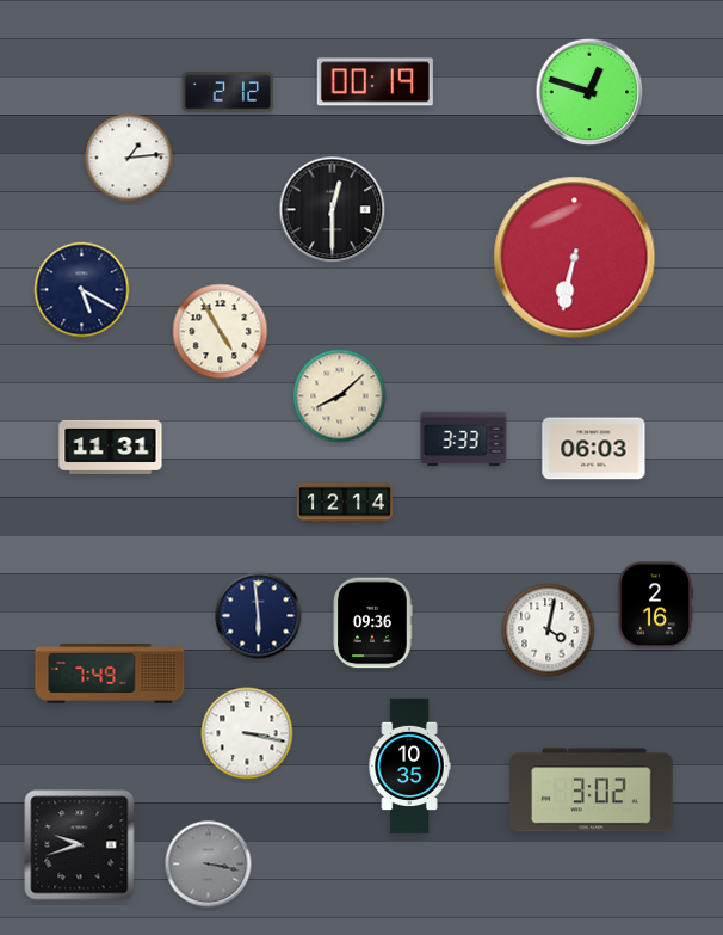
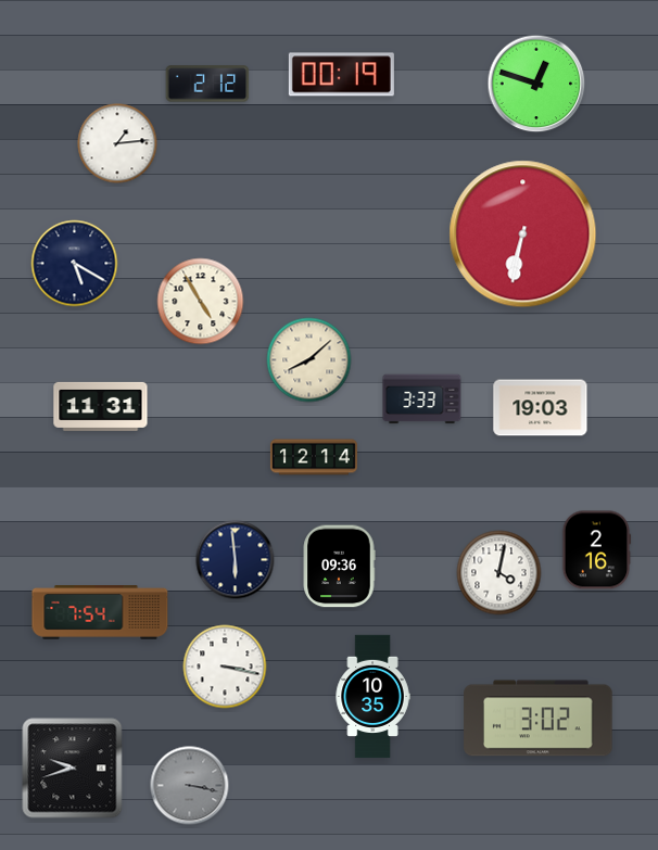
clock at (333, 210): 12:30 -> none
clock at (594, 449): 06:03 -> 19:03
clock at (110, 673): 7:49 -> 7:54
